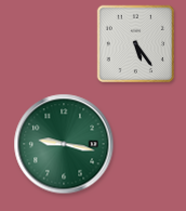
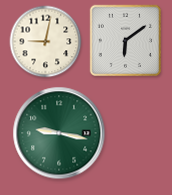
clock at (136, 44): 5:24 -> 6:09
clock at (46, 42): none -> 9:02
